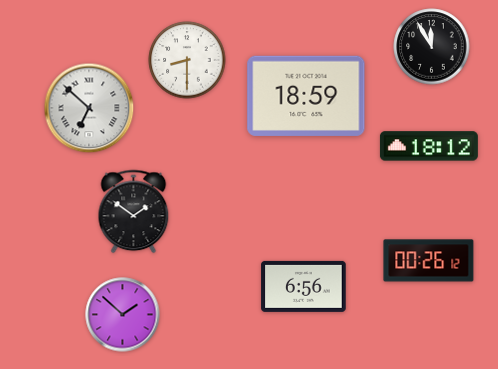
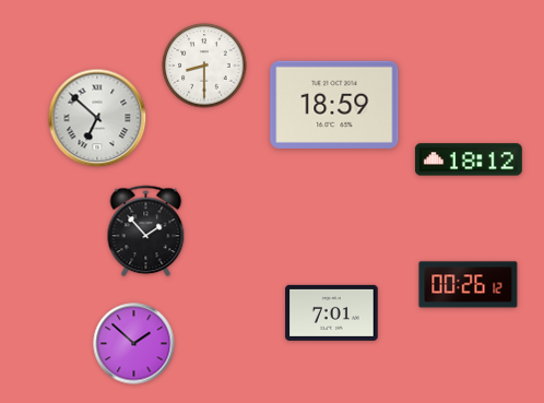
clock at (432, 47): 11:55 -> none
clock at (134, 212): 1:51 -> 1:53
clock at (304, 286): 6:56 -> 7:01
